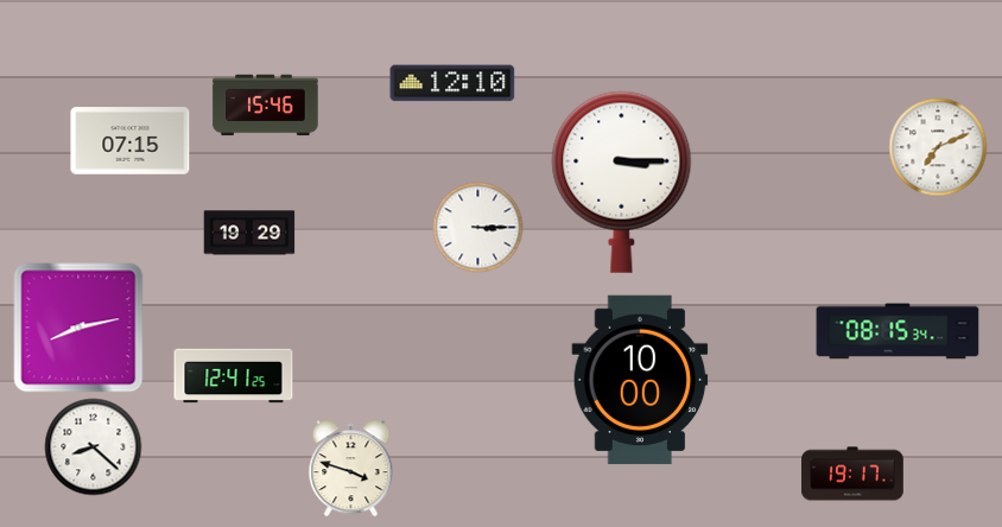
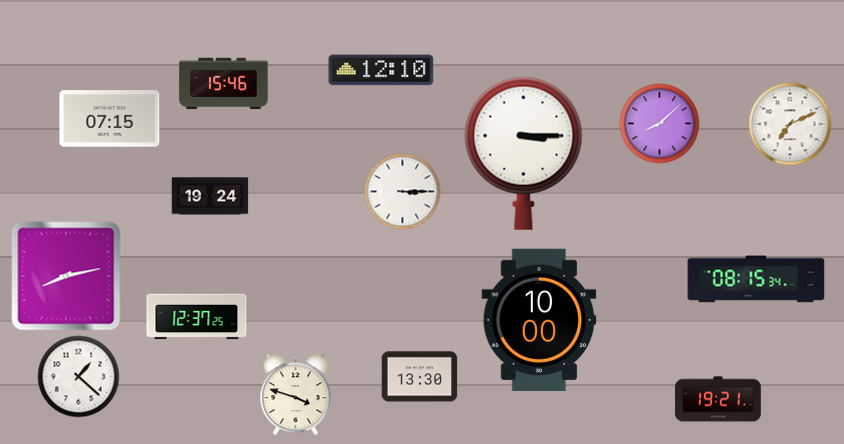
clock at (266, 106) position: (266, 106) -> (224, 84)
clock at (660, 124): none -> 8:08
clock at (249, 233): 19:29 -> 19:24
clock at (234, 376): 12:41 -> 12:37
clock at (94, 447): 8:22 -> 1:22
clock at (420, 377): none -> 13:30
clock at (852, 474): 19:17 -> 19:21
